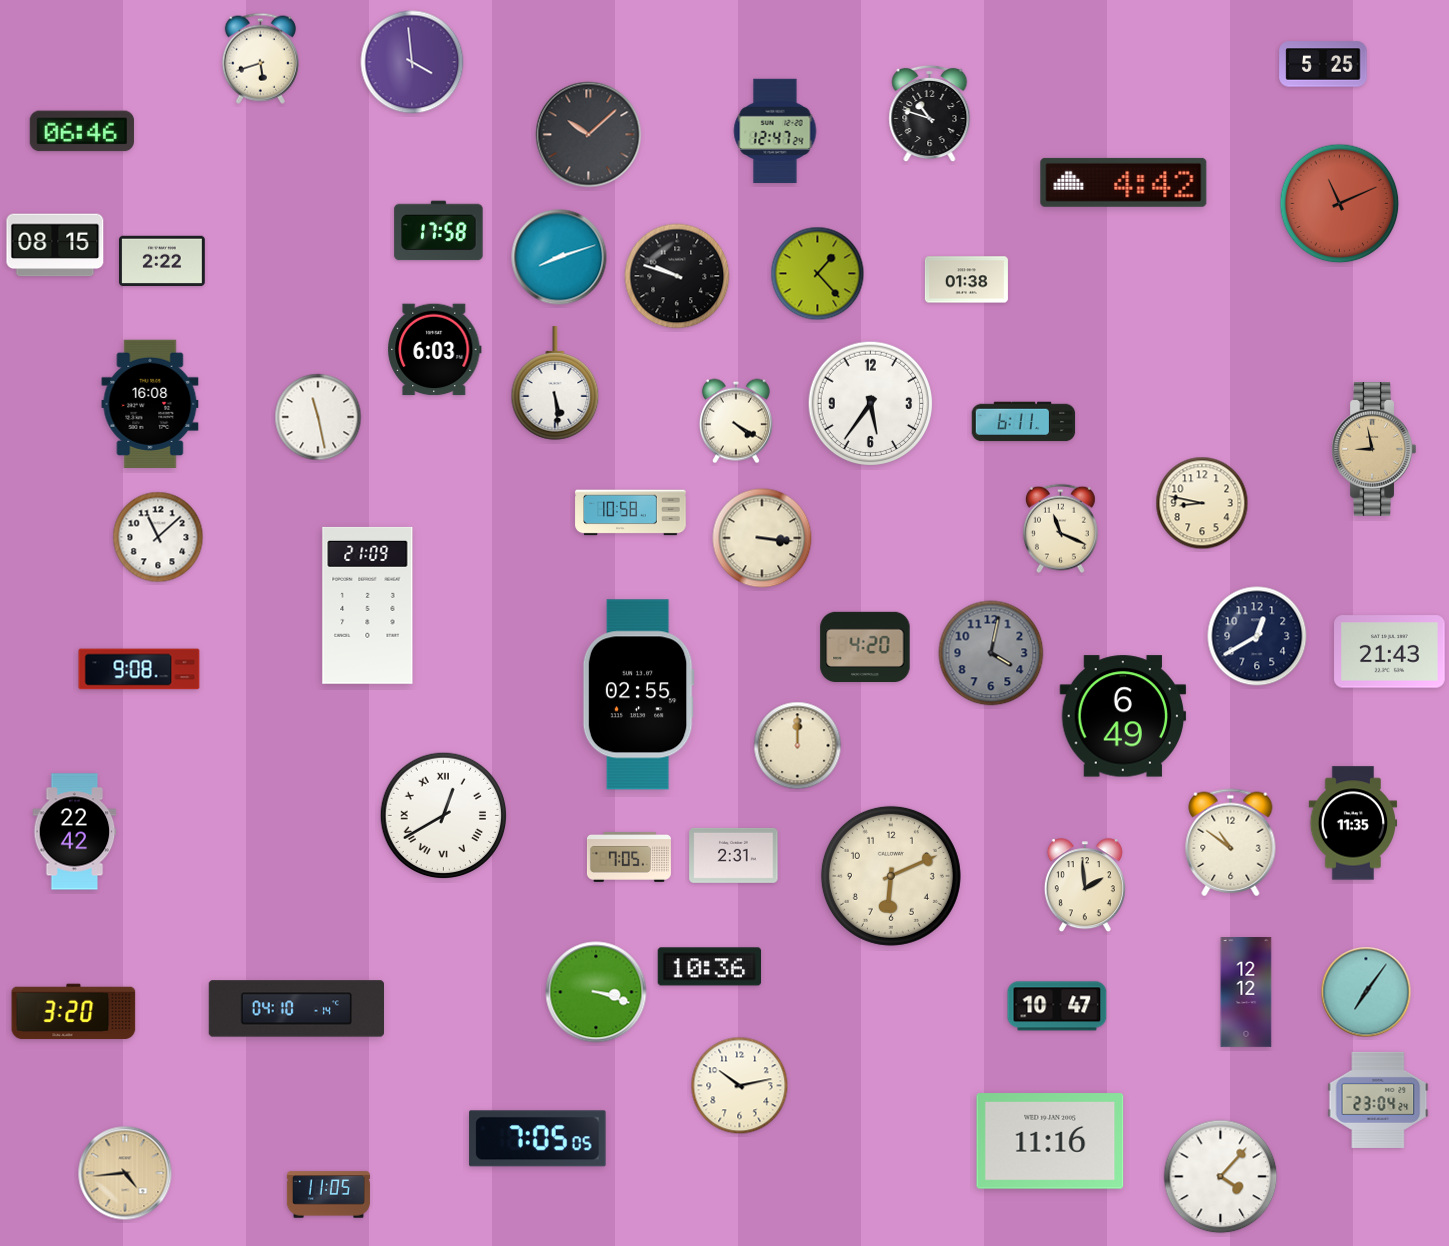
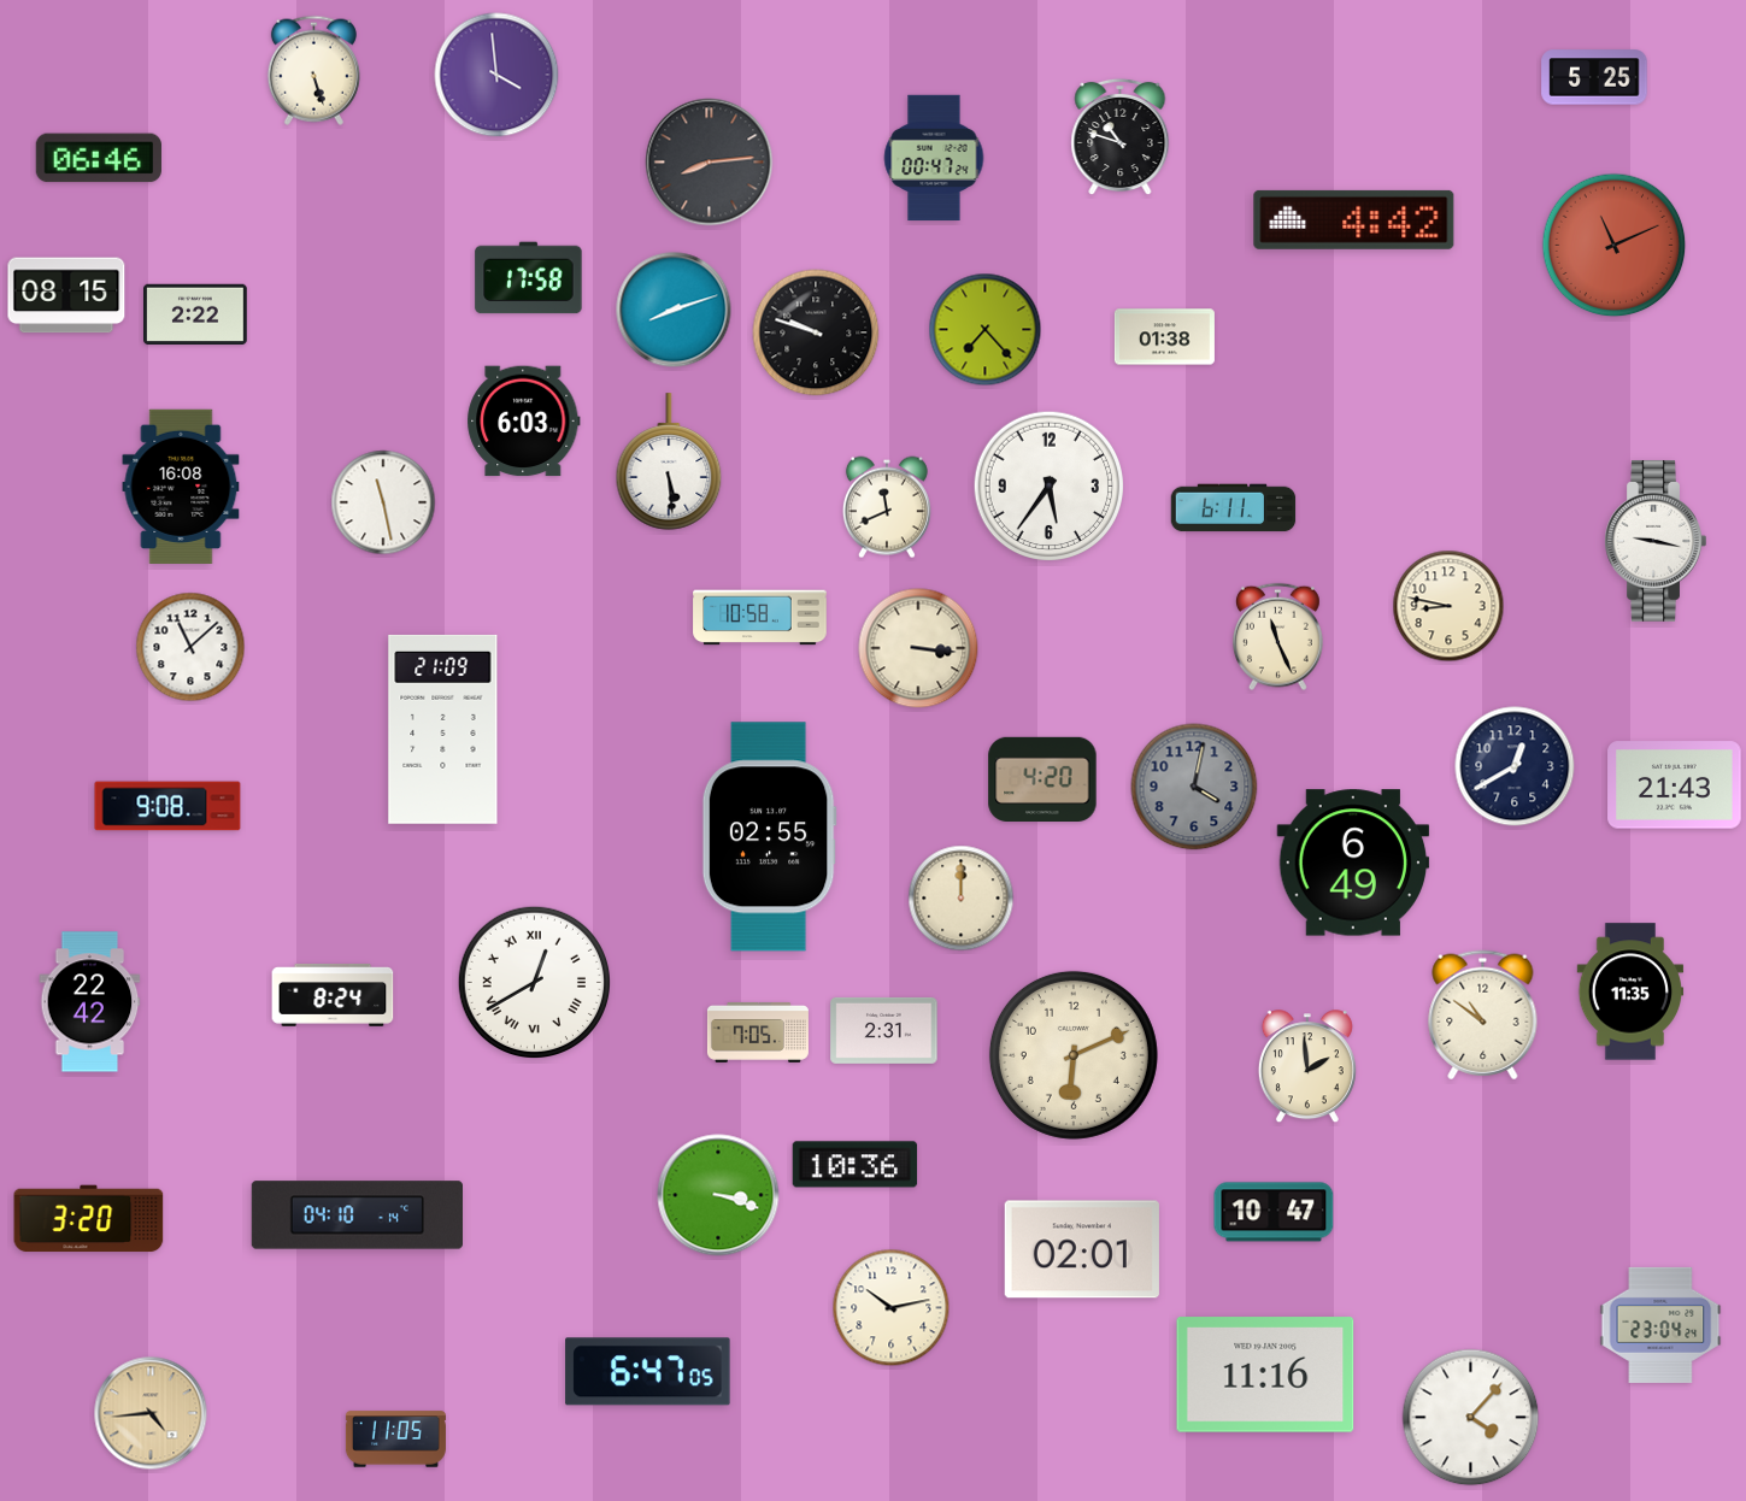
clock at (260, 58): 5:42 -> 5:27
clock at (775, 131): 12:47 -> 00:47
clock at (589, 135): 10:08 -> 8:14
clock at (818, 274): 1:23 -> 7:23
clock at (736, 421): 4:20 -> 11:41
clock at (1374, 450): 8:58 -> 9:17
clock at (1374, 450) dial: champagne -> white
clock at (1060, 529): 11:19 -> 11:26
clock at (333, 995): none -> 8:24
clock at (1246, 992): 12:12 -> none
clock at (1366, 992): 7:06 -> none
clock at (1082, 1249): none -> 02:01
clock at (538, 1139): 7:05 -> 6:47
